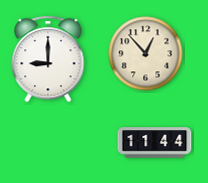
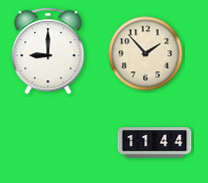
clock at (146, 54): 12:53 -> 1:53
clock at (48, 59) position: (48, 59) -> (48, 51)
